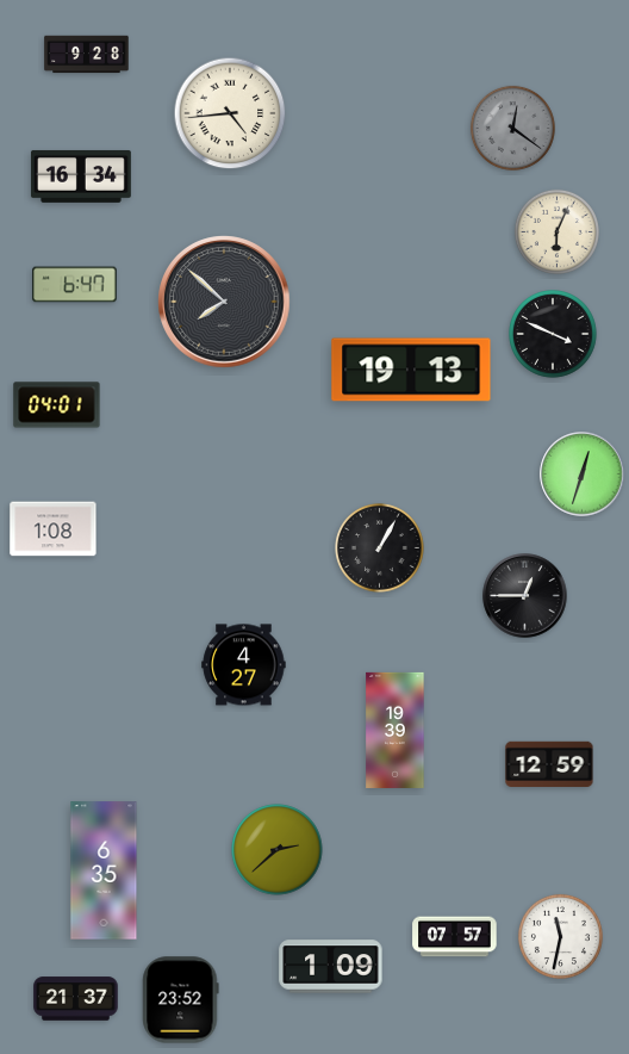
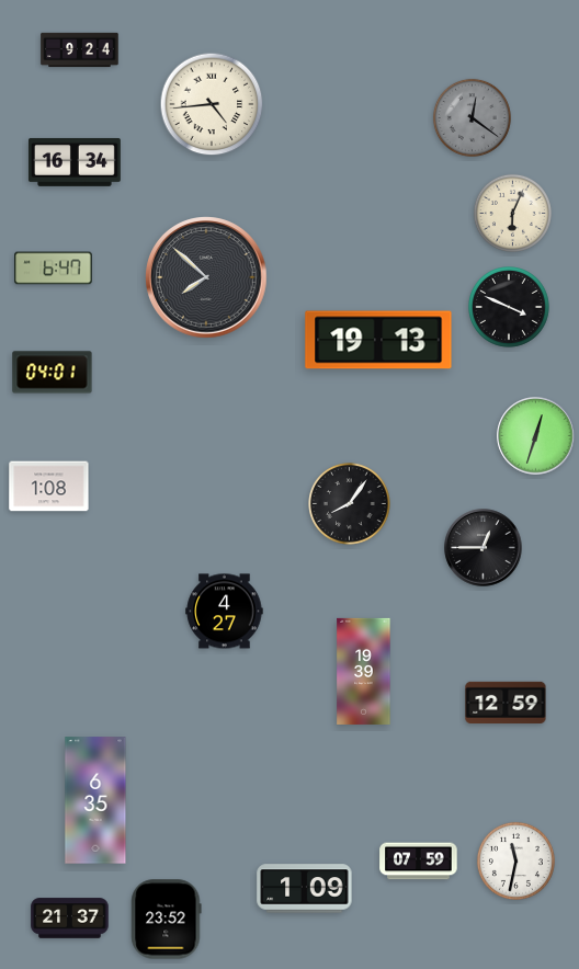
clock at (87, 55): 9:28 -> 9:24
clock at (75, 285) position: (75, 285) -> (54, 269)
clock at (380, 548): 1:05 -> 8:06
clock at (278, 850): 2:38 -> none
clock at (455, 937): 07:57 -> 07:59
